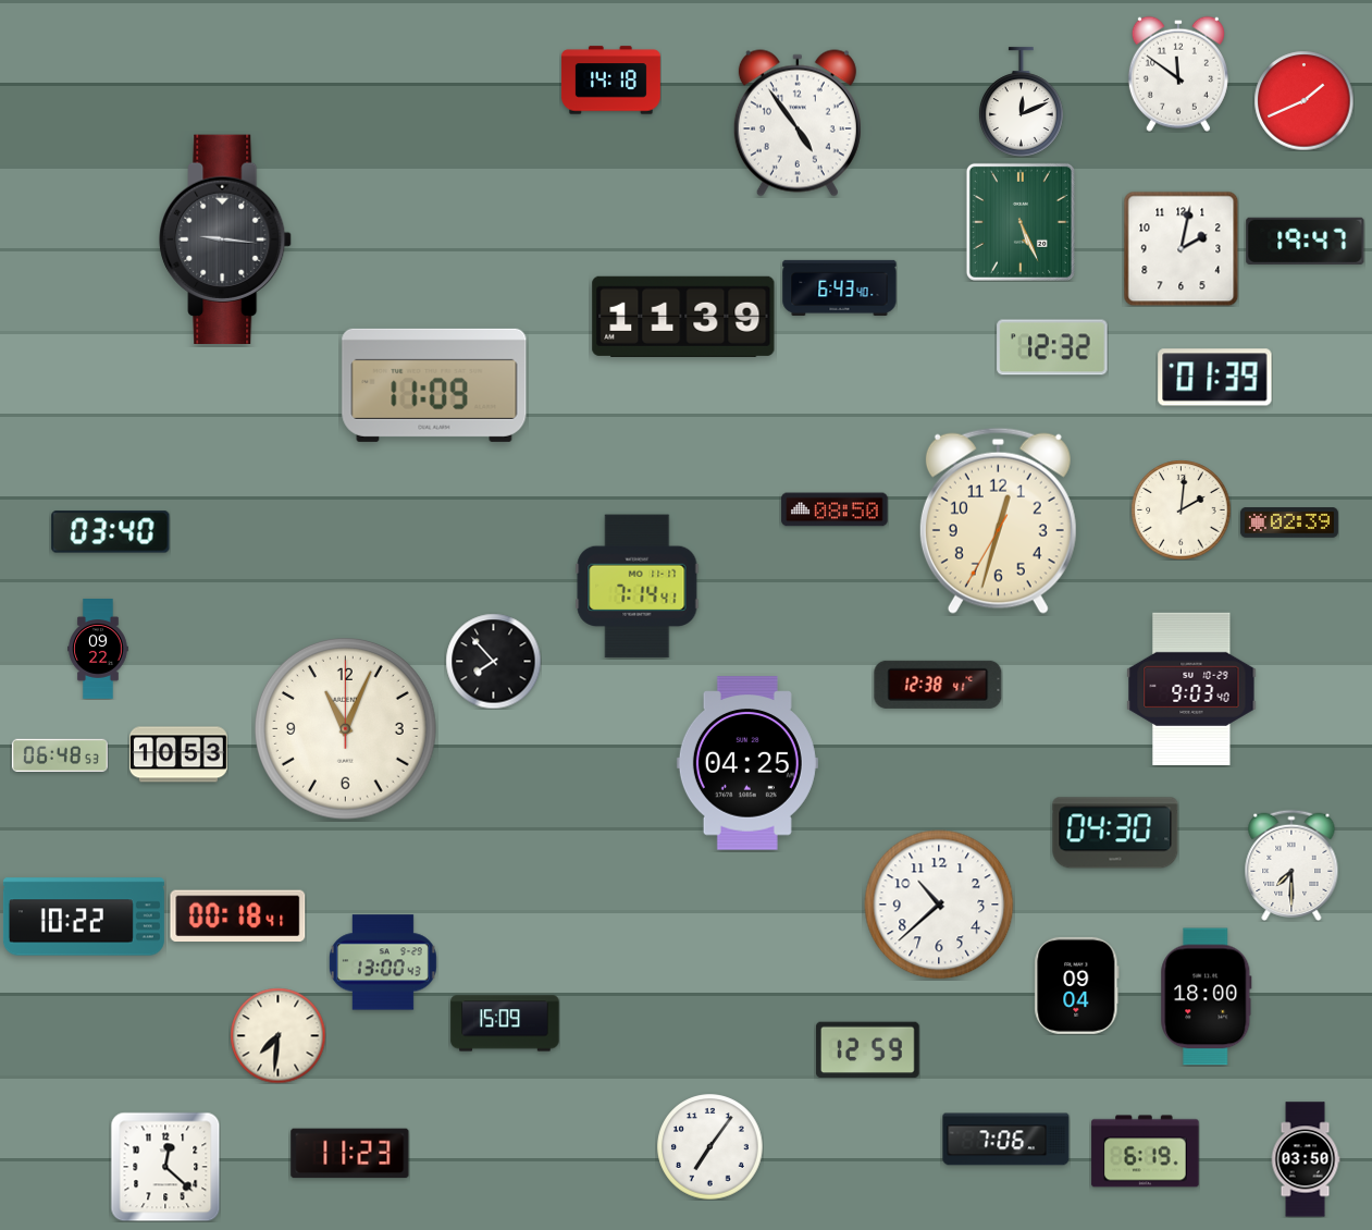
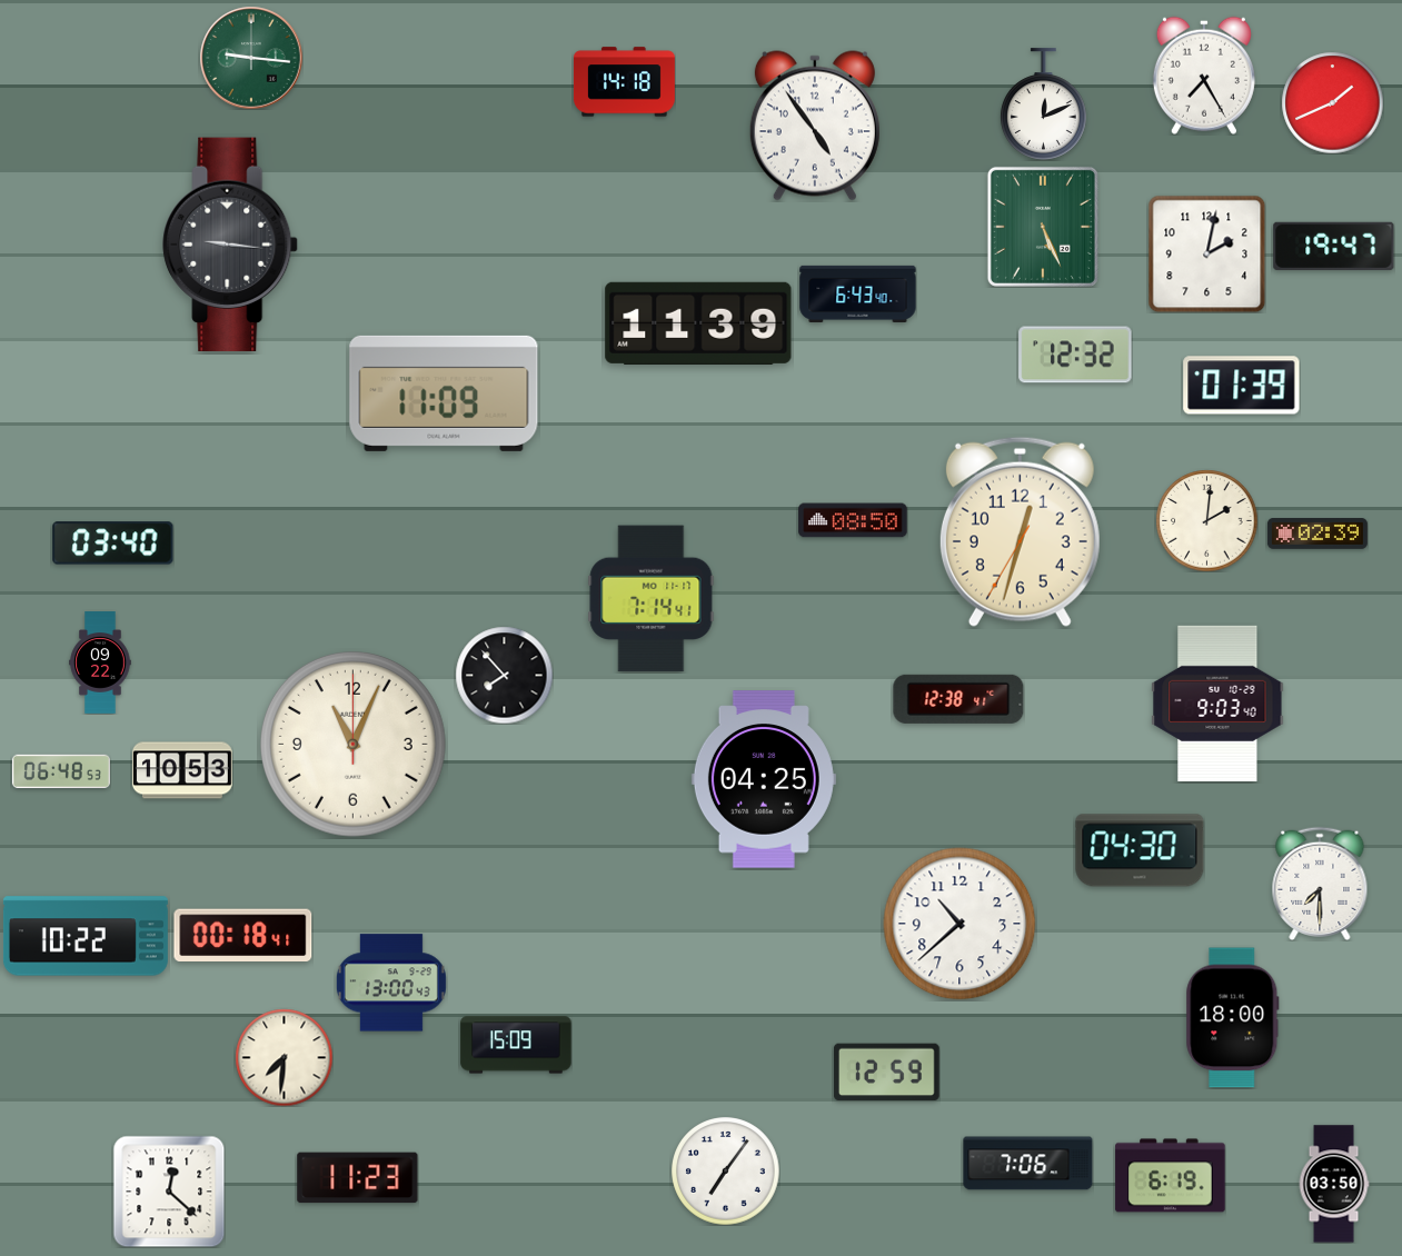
clock at (251, 58): none -> 9:16
clock at (1178, 74): 11:51 -> 7:25
clock at (1077, 985): 09:04 -> none
